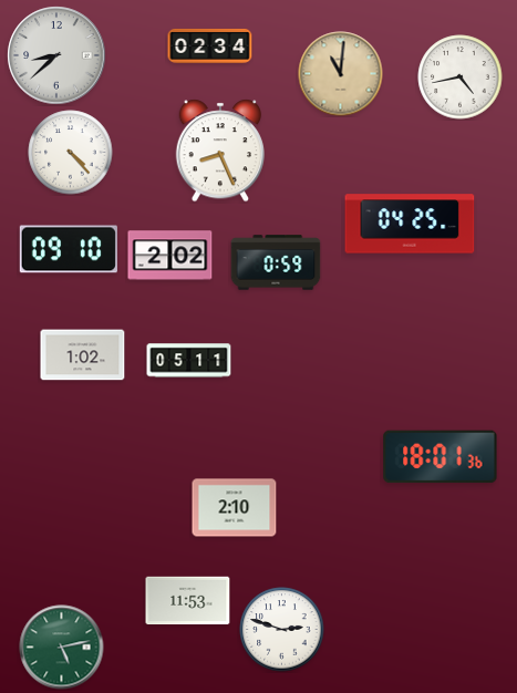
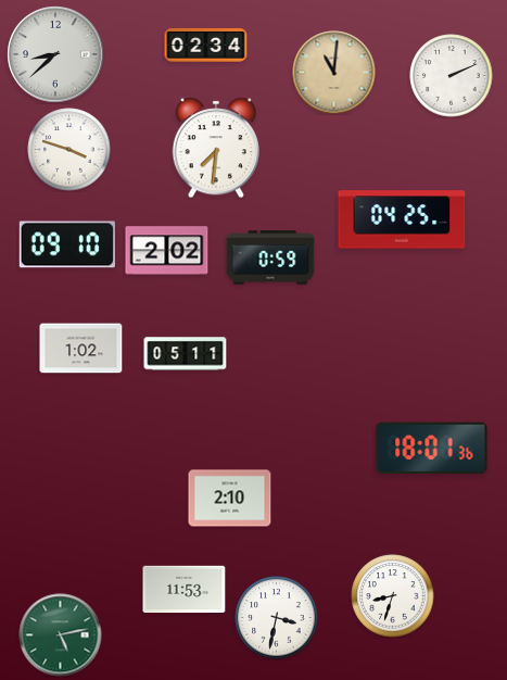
clock at (461, 77): 4:43 -> 2:11
clock at (220, 151): 8:26 -> 7:31
clock at (71, 153): 4:23 -> 3:48
clock at (393, 596): none -> 8:33
clock at (282, 630): 2:48 -> 3:32
